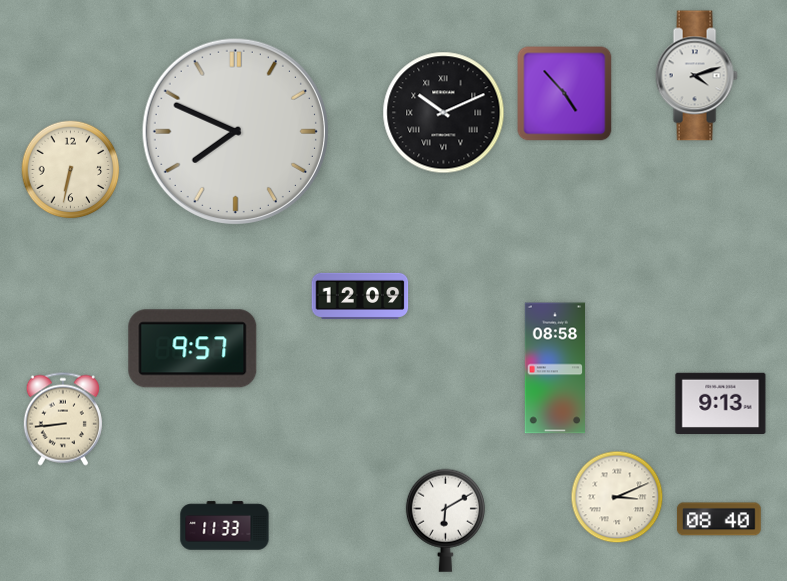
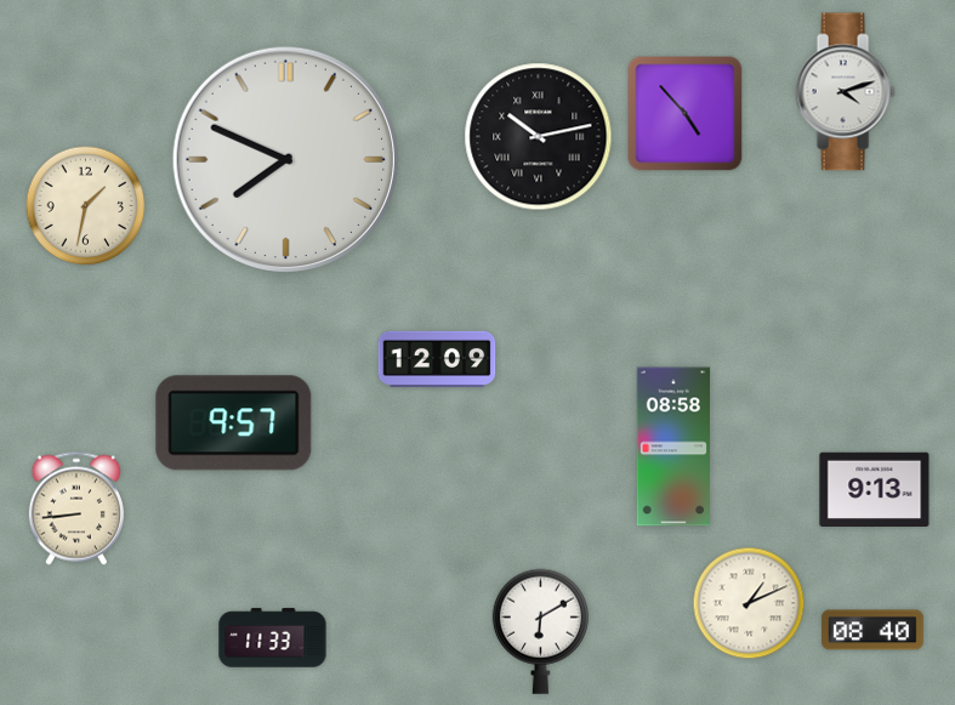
clock at (444, 113): 10:11 -> 10:13
clock at (71, 170): 6:32 -> 1:32
clock at (617, 497): 3:11 -> 1:11
